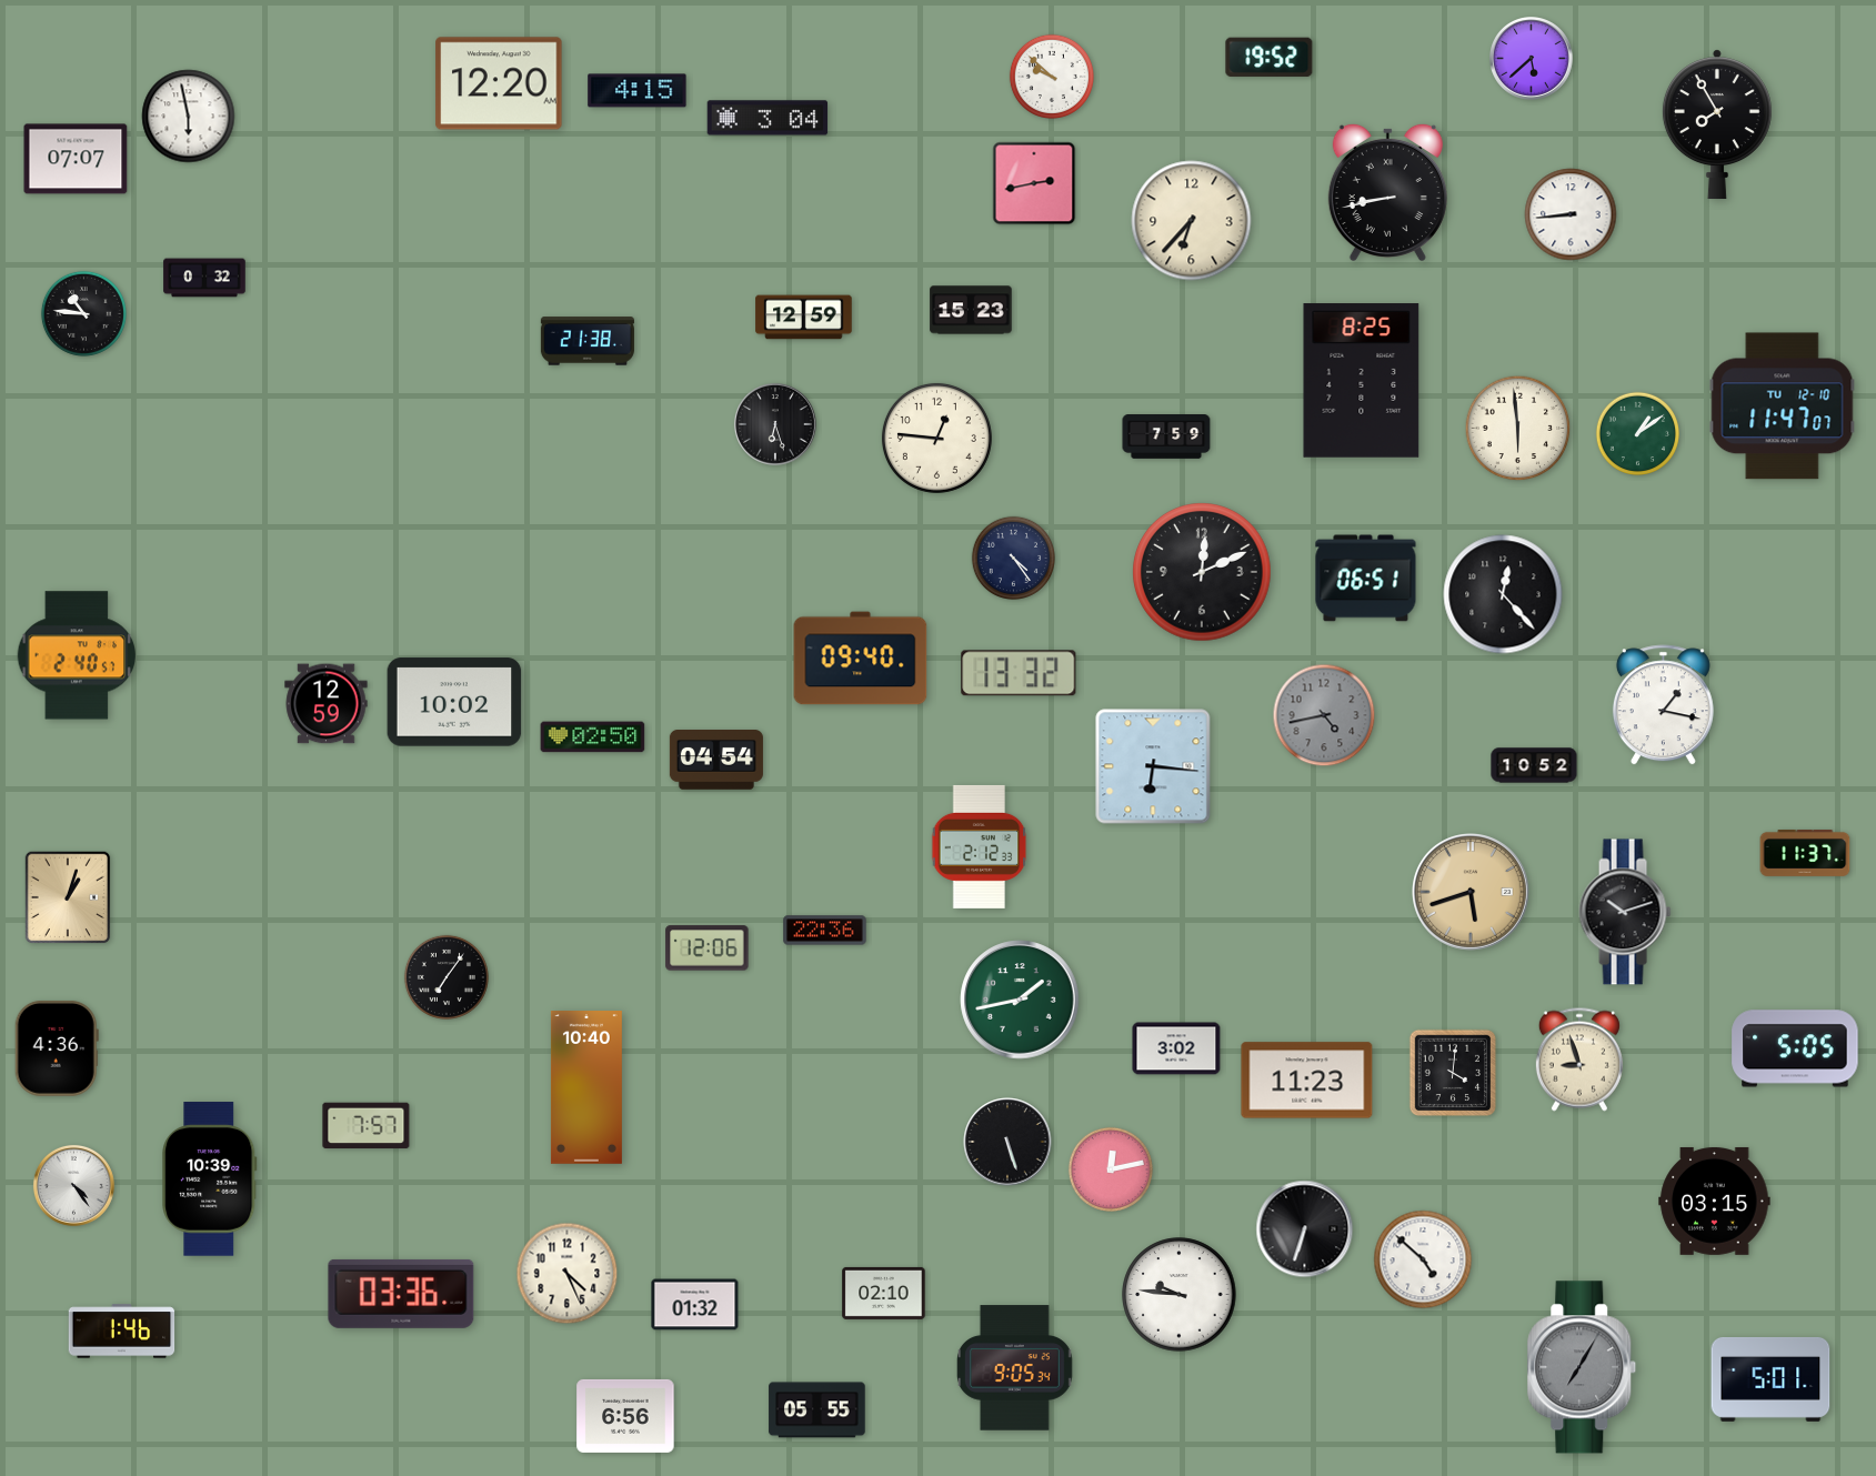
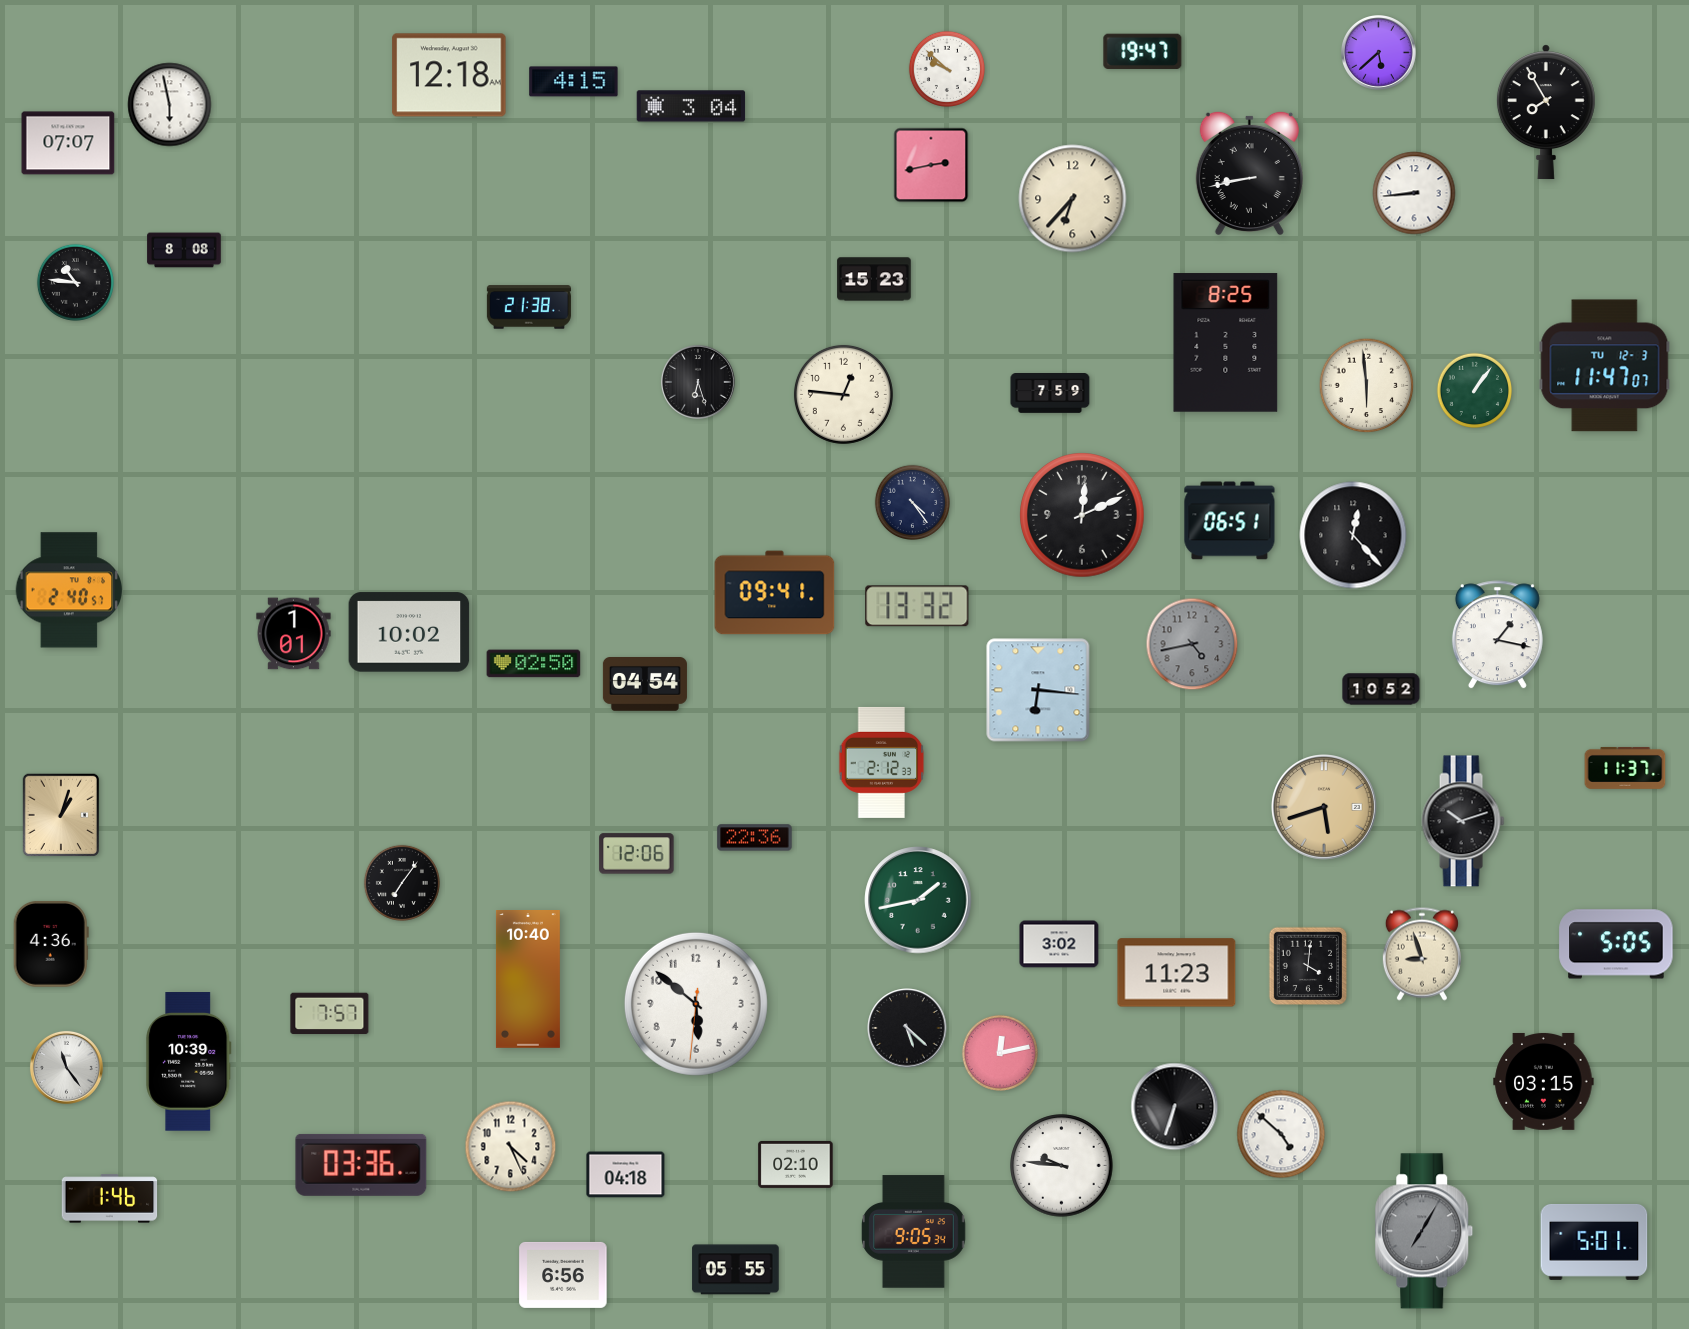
clock at (1270, 57): 19:52 -> 19:47
clock at (499, 83): 12:20 -> 12:18
clock at (204, 278): 0:32 -> 8:08
clock at (804, 318): 12:59 -> none
clock at (1783, 406) date: TU 12-10 -> TU 12-3
clock at (1637, 433): 1:09 -> 1:06
clock at (861, 659): 09:40 -> 09:41
clock at (327, 704): 12:59 -> 1:01
clock at (1472, 893) position: (1472, 893) -> (1325, 808)
clock at (68, 897) position: (68, 897) -> (61, 815)
clock at (825, 931) position: (825, 931) -> (755, 838)
clock at (447, 977) position: (447, 977) -> (402, 883)
clock at (696, 1004): none -> 5:51
clock at (1007, 1142): 5:27 -> 5:22
clock at (73, 1185): 4:24 -> 11:24
clock at (695, 1305): 01:32 -> 04:18
